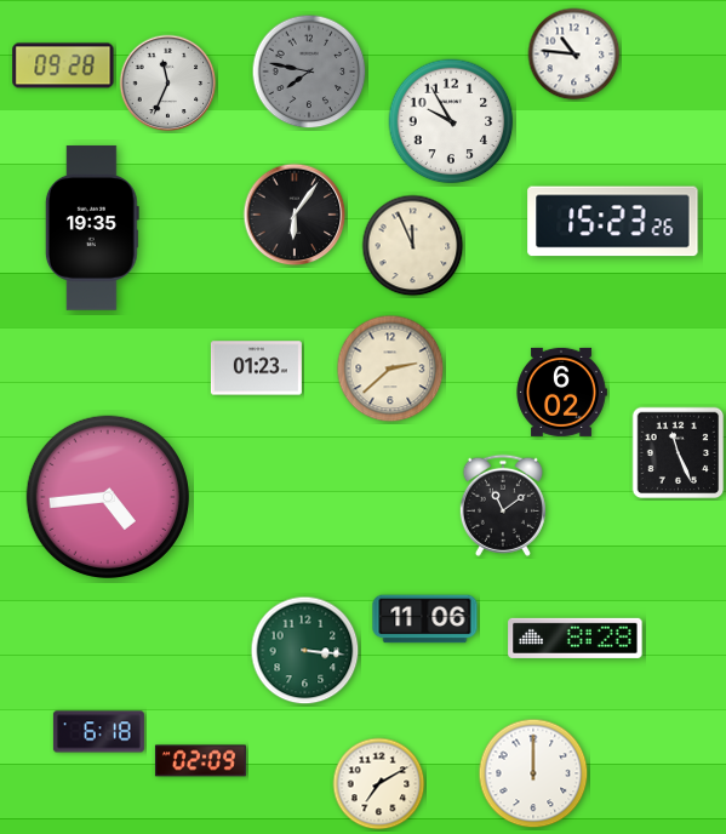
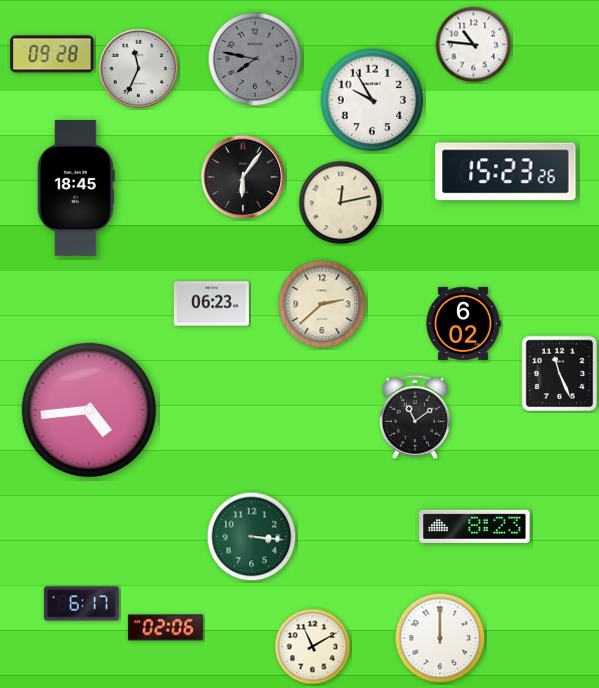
clock at (613, 222) position: (613, 222) -> (506, 172)
clock at (92, 228): 19:35 -> 18:45
clock at (413, 246): 11:56 -> 12:13
clock at (256, 369): 01:23 -> 06:23
clock at (425, 619): 11:06 -> none
clock at (576, 638): 8:28 -> 8:23
clock at (98, 732): 6:18 -> 6:17
clock at (200, 761): 02:09 -> 02:06
clock at (379, 784): 7:10 -> 11:10
